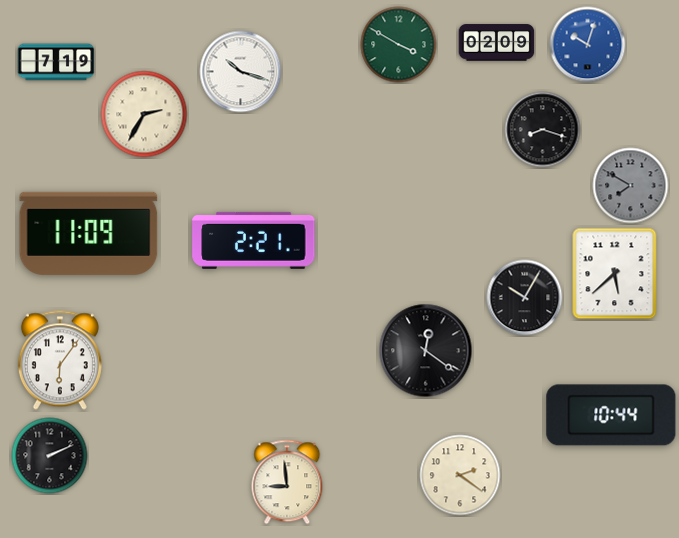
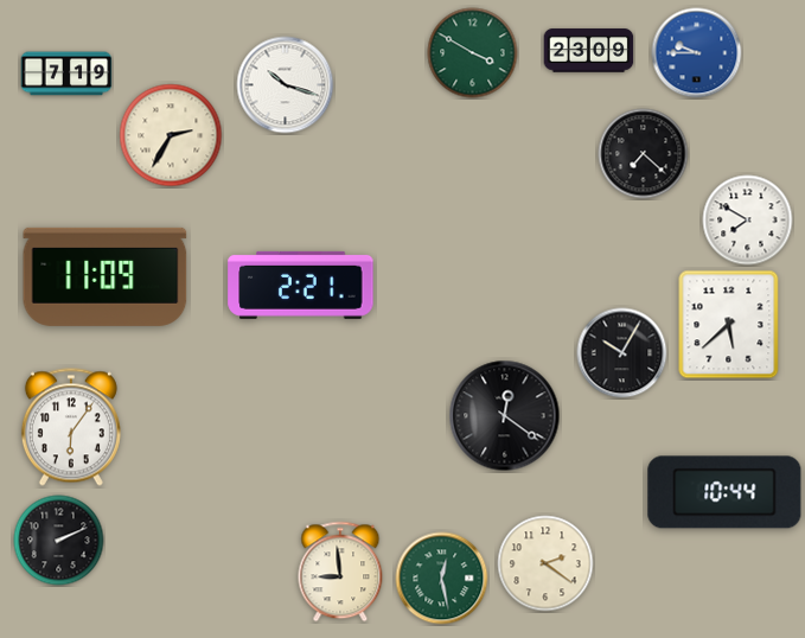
clock at (497, 43): 02:09 -> 23:09
clock at (588, 45): 10:03 -> 9:45
clock at (543, 130): 8:18 -> 7:22
clock at (631, 186) dial: grey -> white
clock at (442, 579): none -> 12:28
